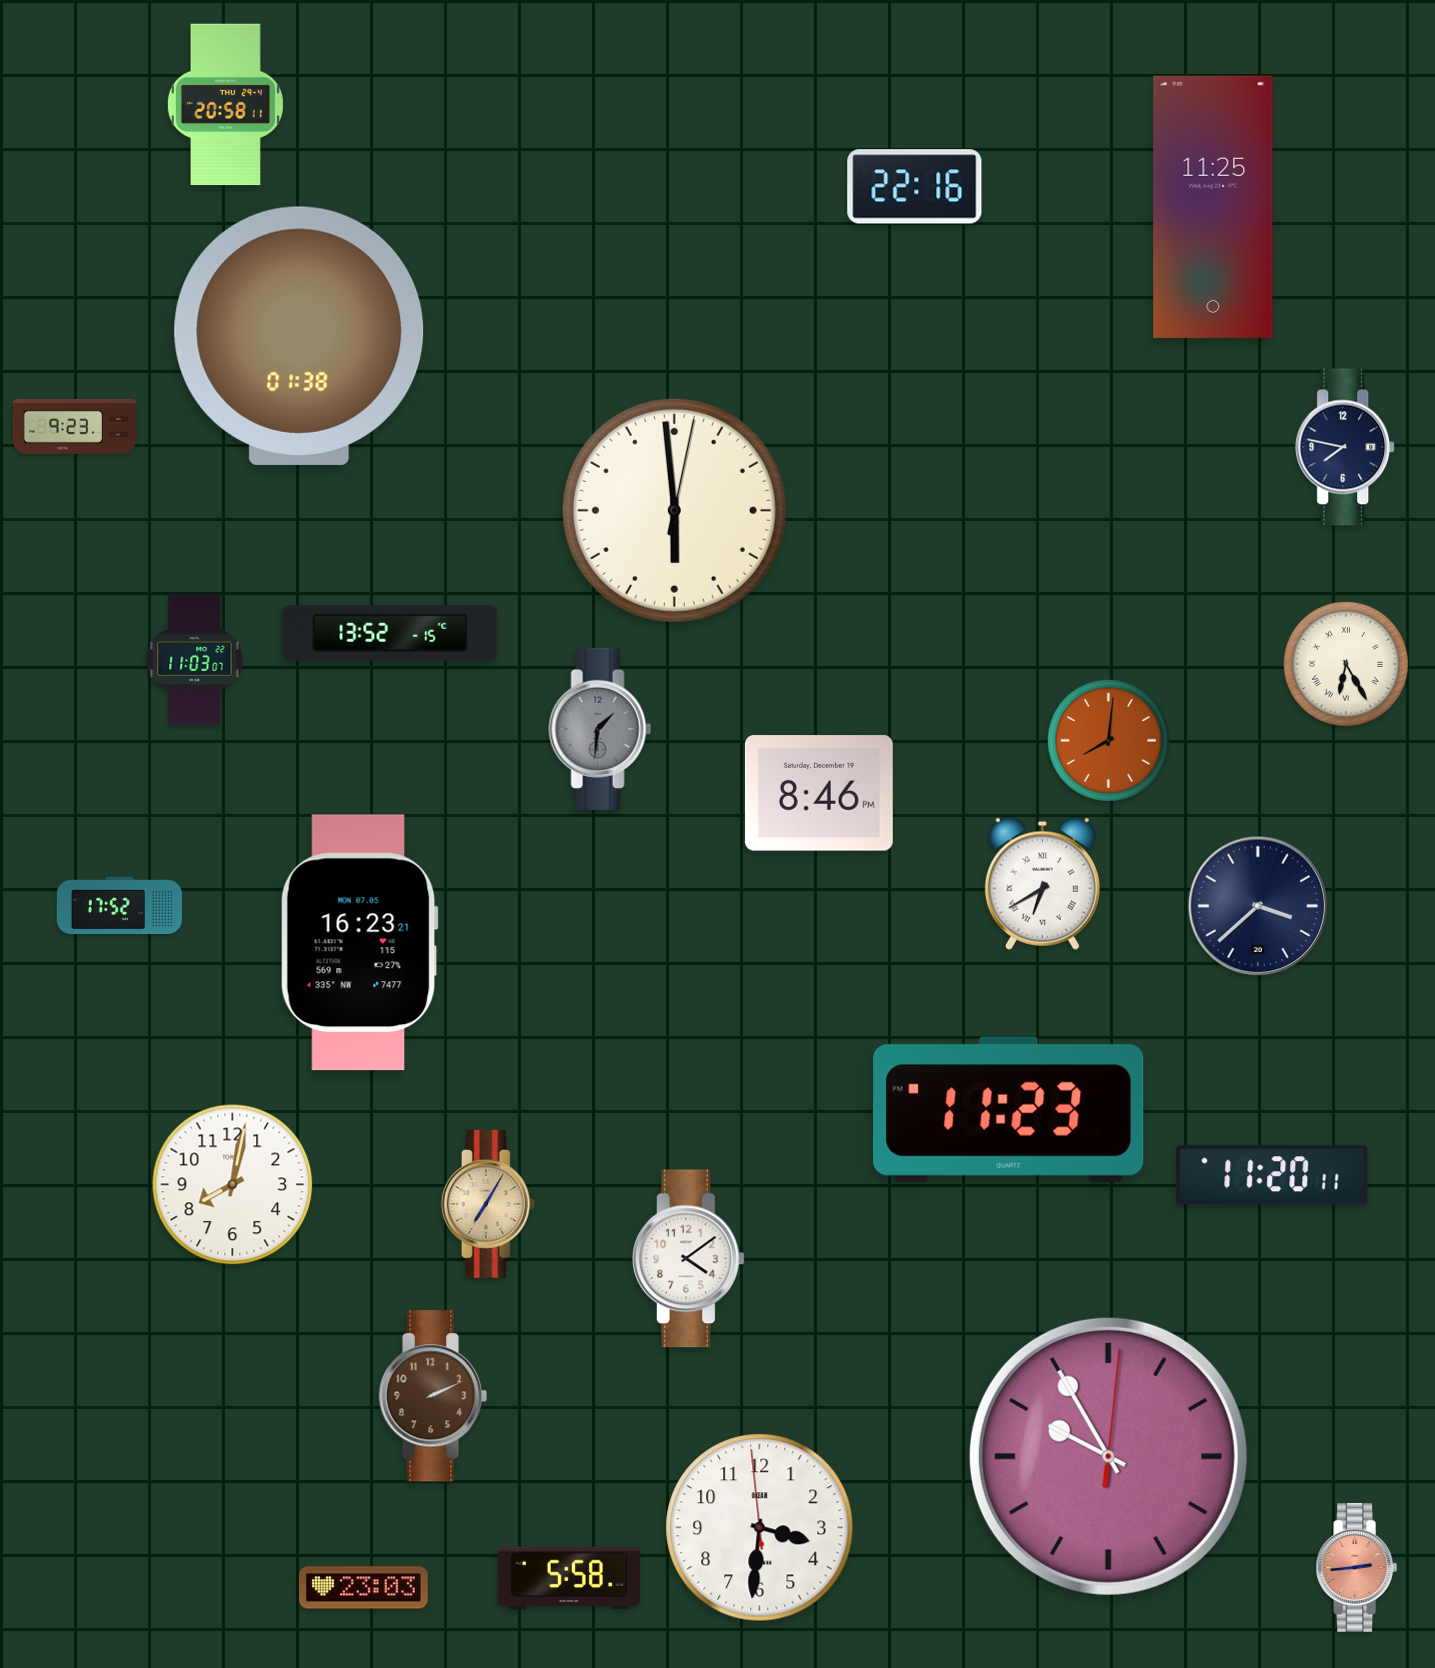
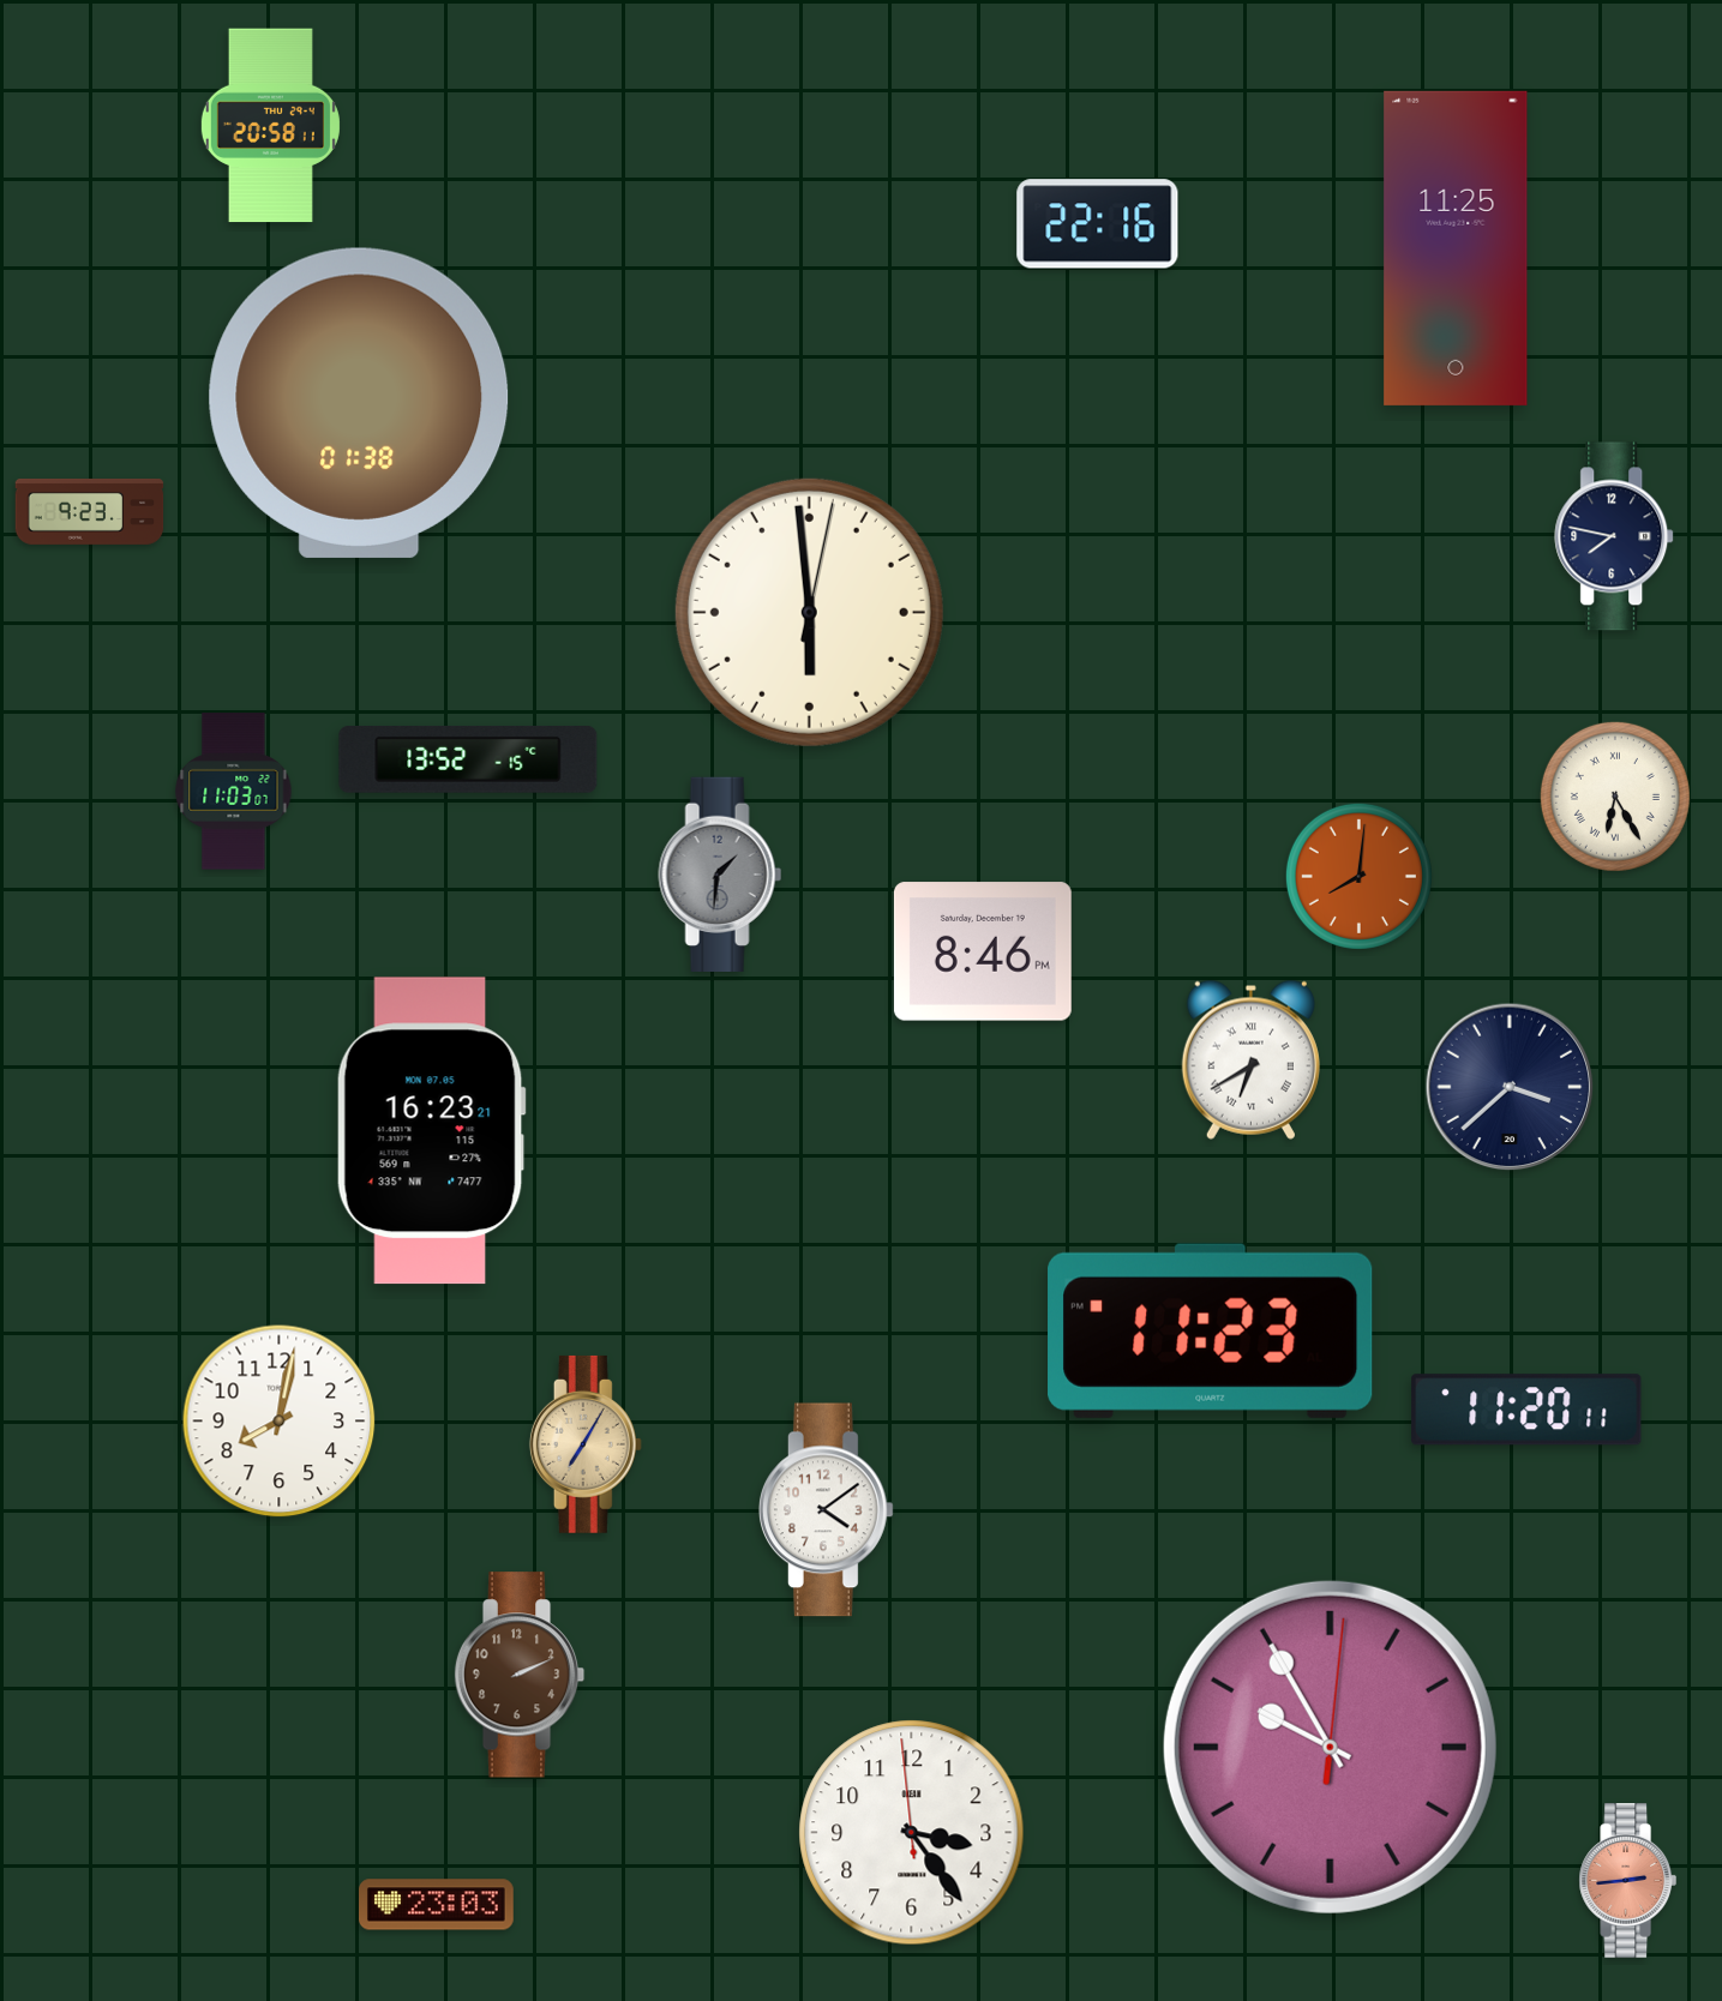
clock at (1108, 740) position: (1108, 740) -> (1358, 876)
clock at (119, 906): 17:52 -> none
clock at (760, 1528): 3:30 -> 3:23
clock at (569, 1578): 5:58 -> none
